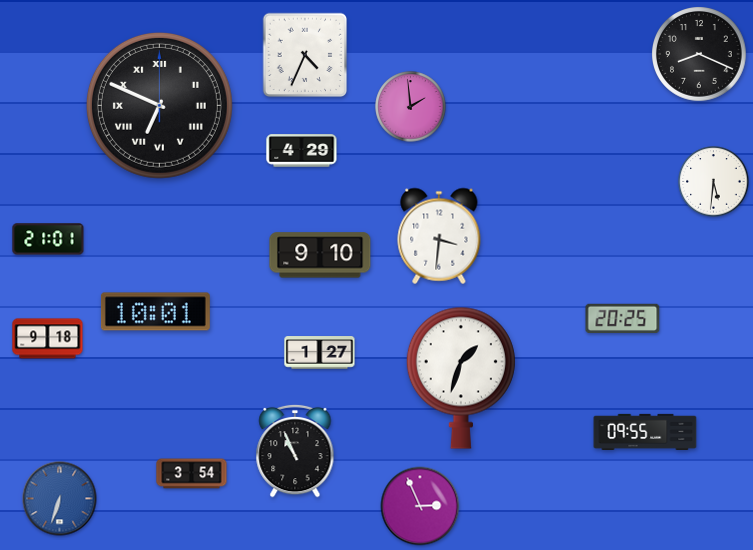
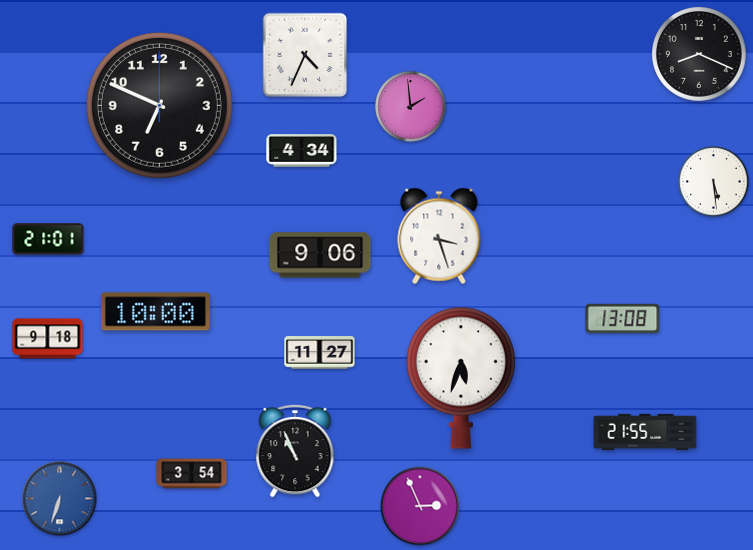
clock at (159, 105) numerals: Roman -> Arabic
clock at (302, 151): 4:29 -> 4:34
clock at (714, 182): 5:31 -> 5:29
clock at (439, 236): 3:31 -> 3:27
clock at (320, 255): 9:10 -> 9:06
clock at (155, 312): 10:01 -> 10:00
clock at (623, 319): 20:25 -> 13:08
clock at (320, 353): 1:27 -> 11:27
clock at (461, 378): 1:33 -> 5:33
clock at (645, 432): 09:55 -> 21:55
